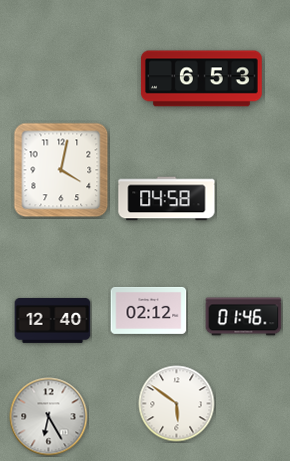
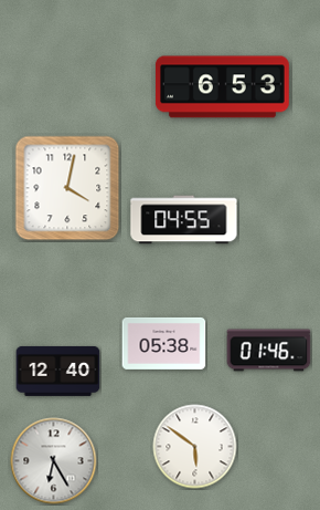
clock at (167, 199): 04:58 -> 04:55
clock at (149, 310): 02:12 -> 05:38
clock at (53, 320) position: (53, 320) -> (58, 371)
